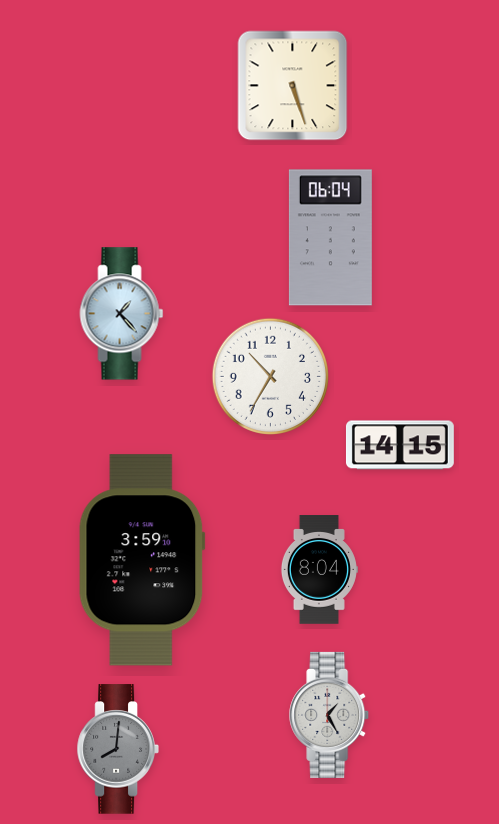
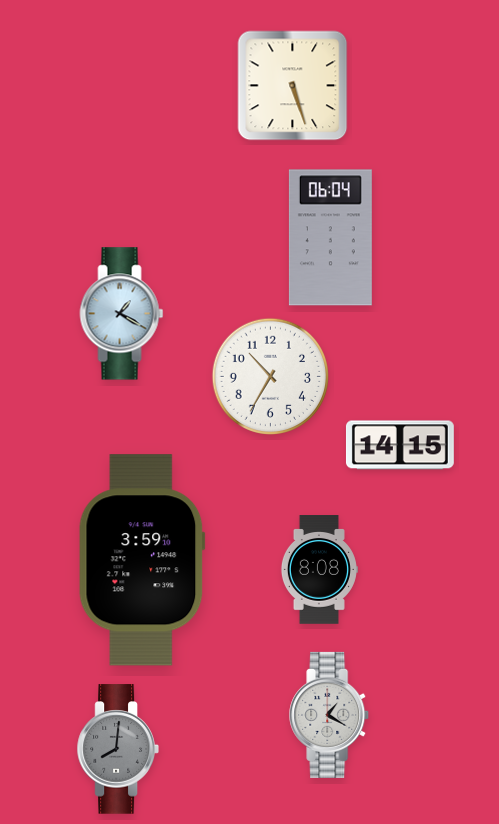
clock at (122, 314): 1:23 -> 1:20
clock at (319, 570): 8:04 -> 8:08
clock at (330, 715): 1:25 -> 1:20
